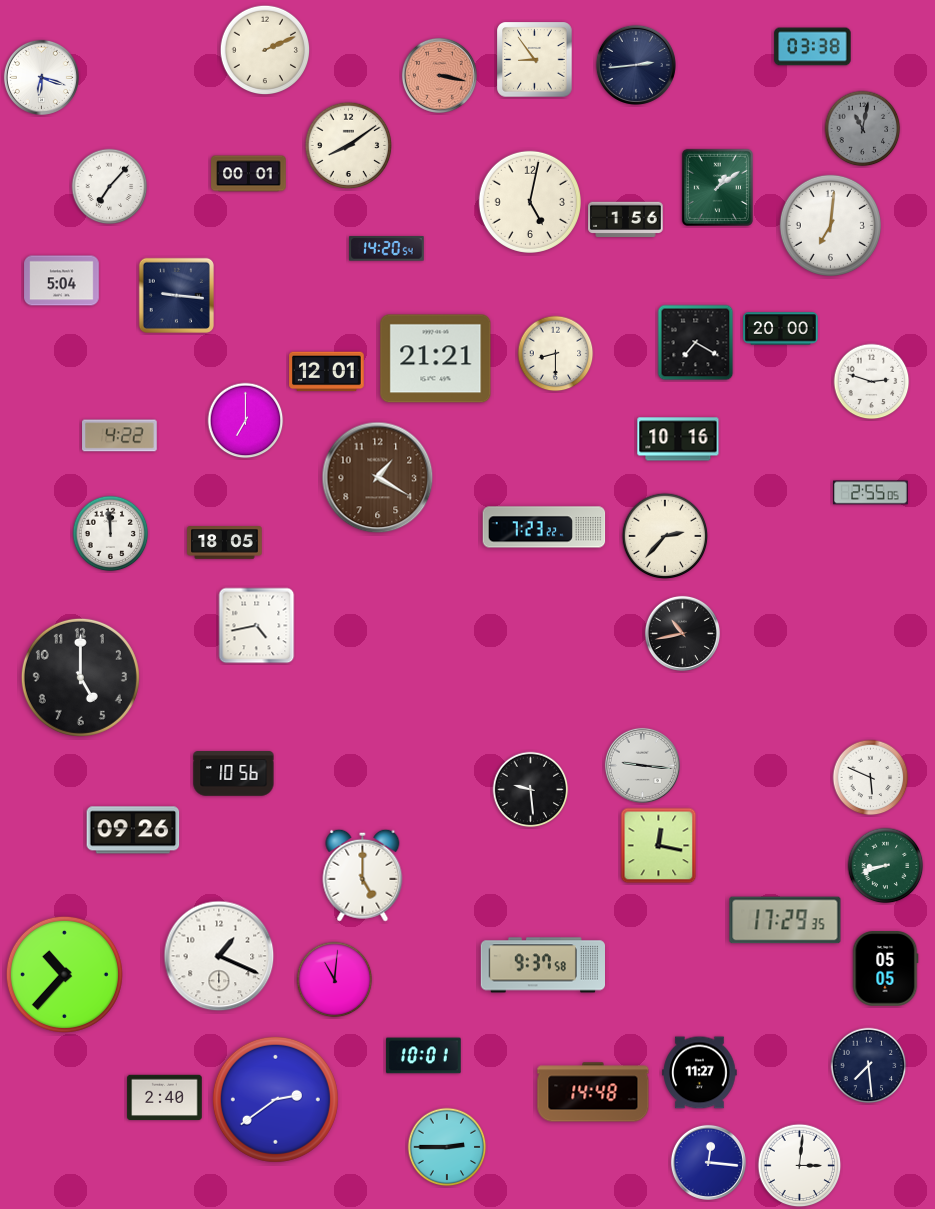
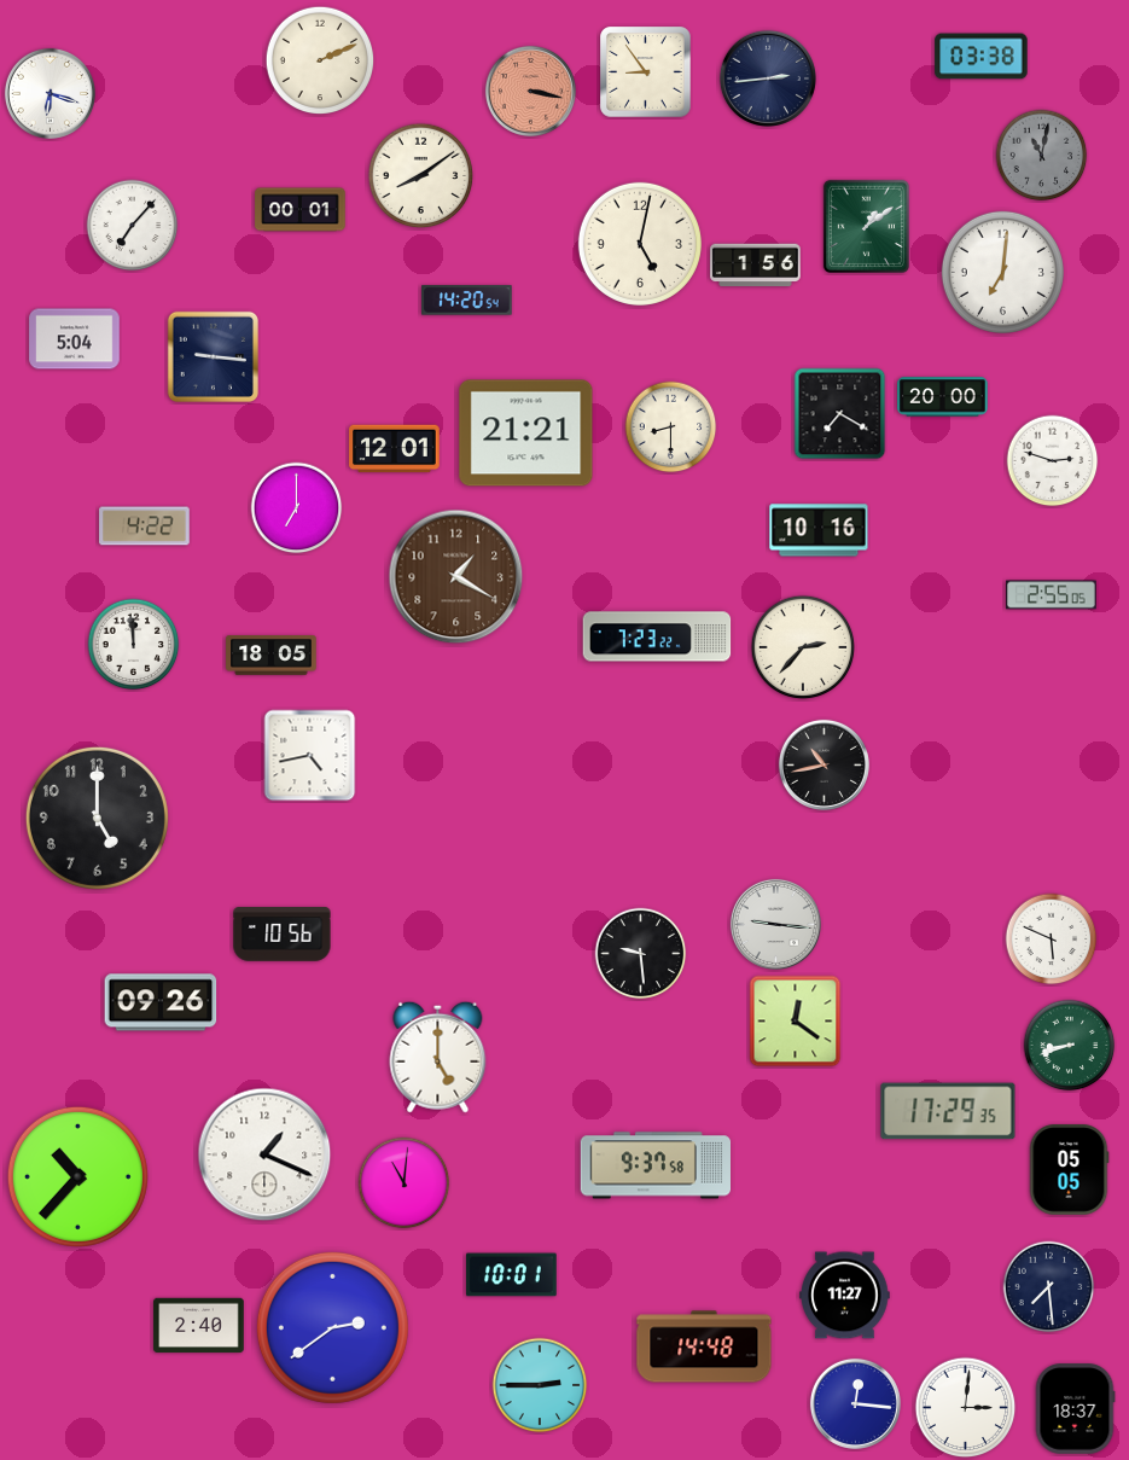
clock at (659, 846): 12:17 -> 12:21
clock at (593, 1092) position: (593, 1092) -> (704, 1346)
clock at (1075, 1409): none -> 18:37
